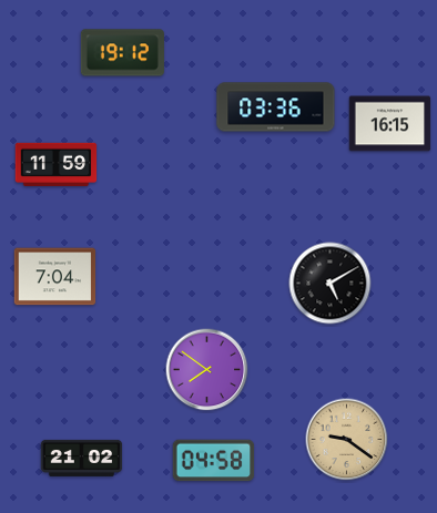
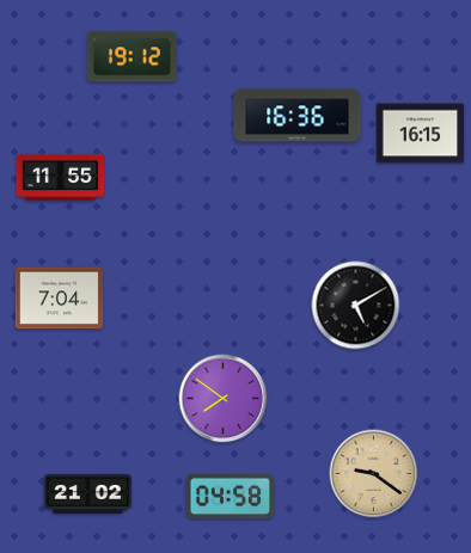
clock at (276, 107): 03:36 -> 16:36
clock at (57, 164): 11:59 -> 11:55
